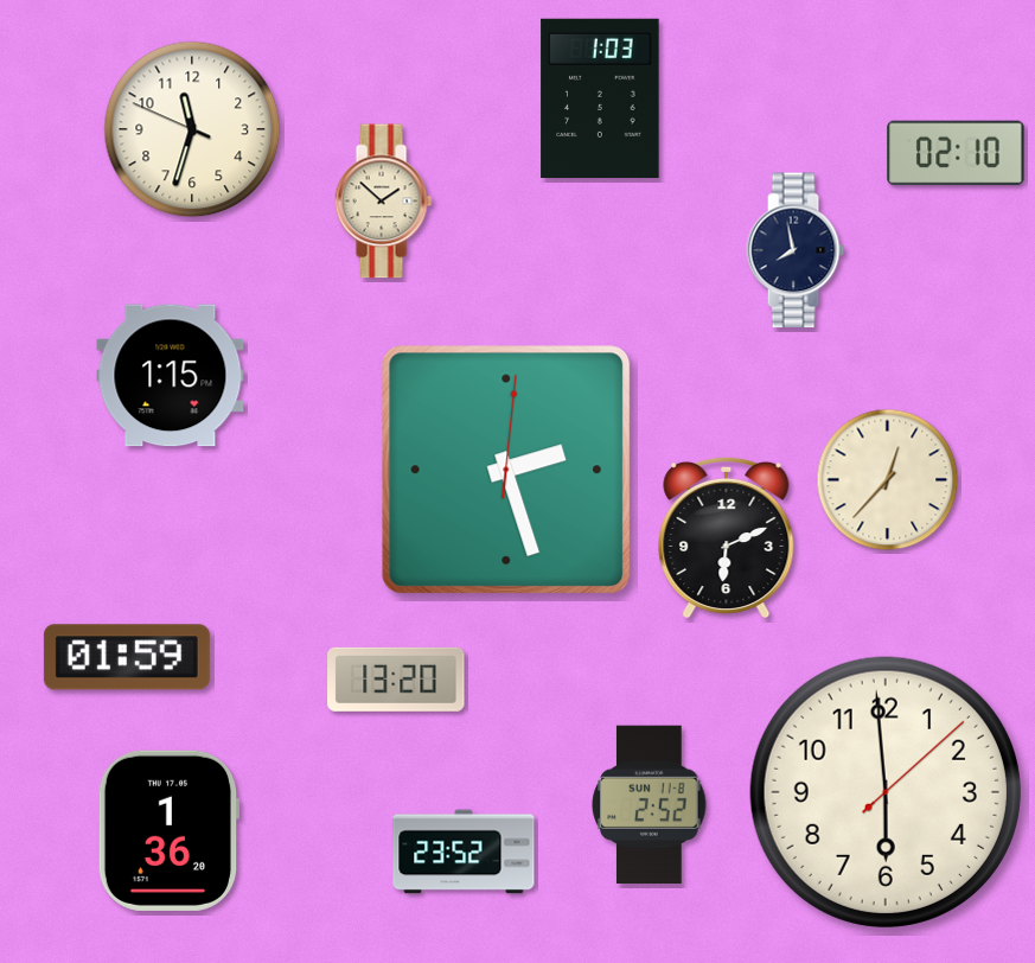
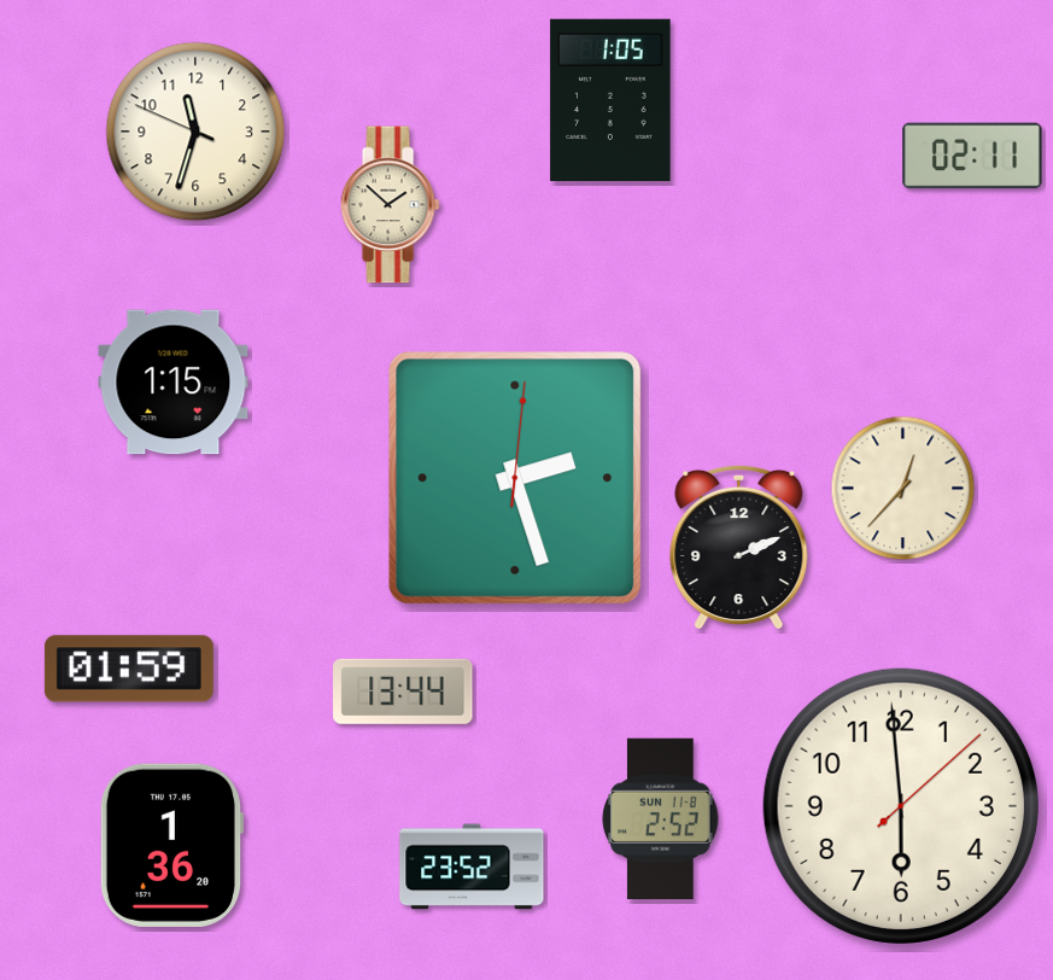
clock at (600, 97): 1:03 -> 1:05
clock at (956, 153): 02:10 -> 02:11
clock at (796, 250): 7:58 -> none
clock at (727, 537): 6:11 -> 2:11
clock at (396, 680): 13:20 -> 13:44
